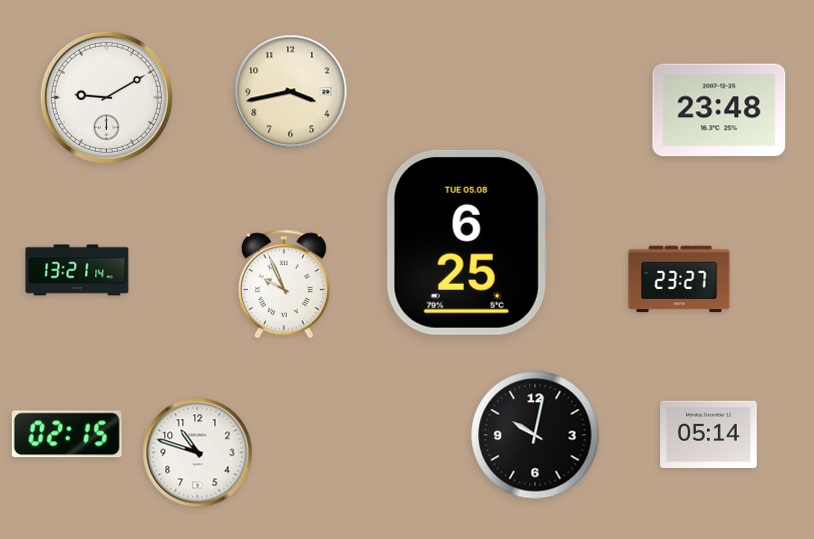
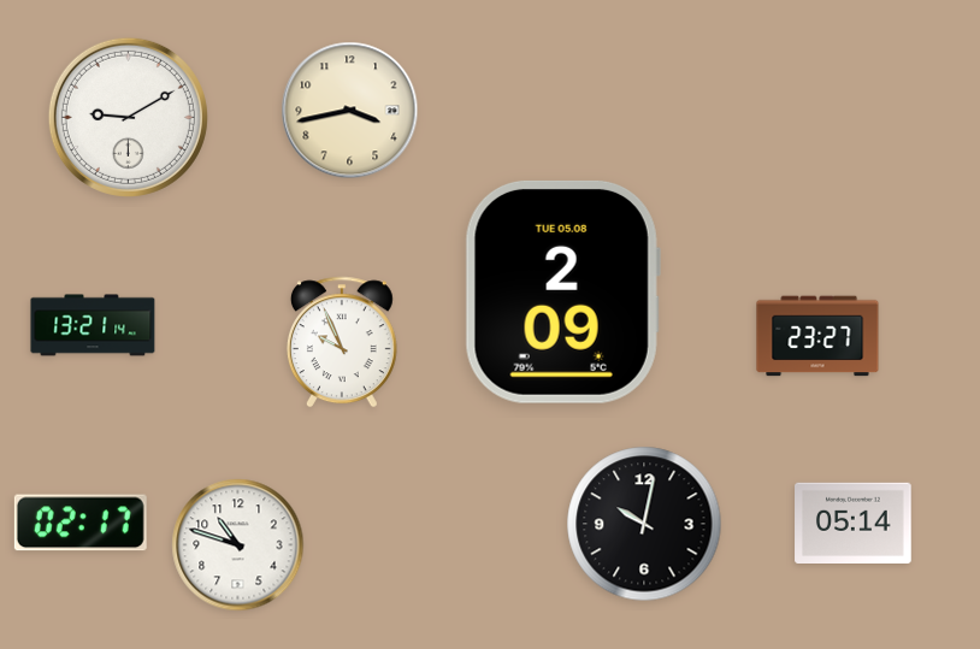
clock at (719, 110): 23:48 -> none
clock at (467, 242): 6:25 -> 2:09
clock at (67, 434): 02:15 -> 02:17
